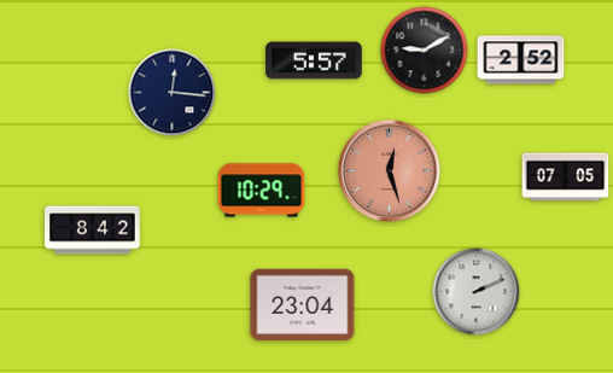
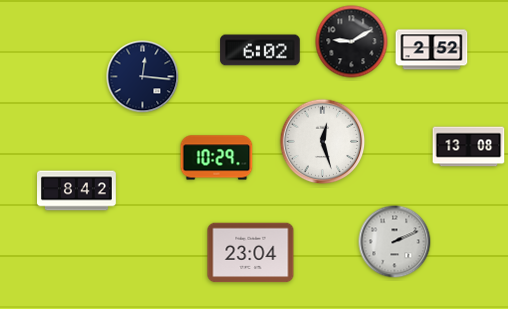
clock at (314, 60): 5:57 -> 6:02
clock at (390, 171) dial: salmon -> white
clock at (566, 177): 07:05 -> 13:08
